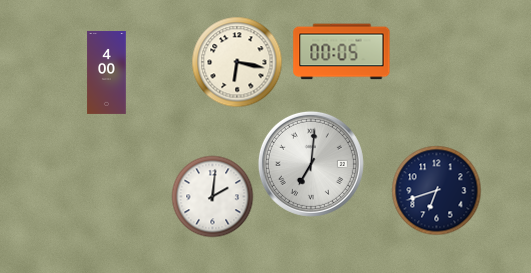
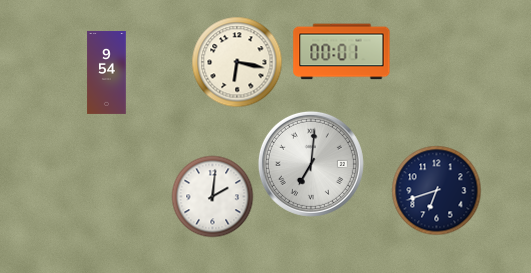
clock at (342, 52): 00:05 -> 00:01
clock at (107, 72): 4:00 -> 9:54
